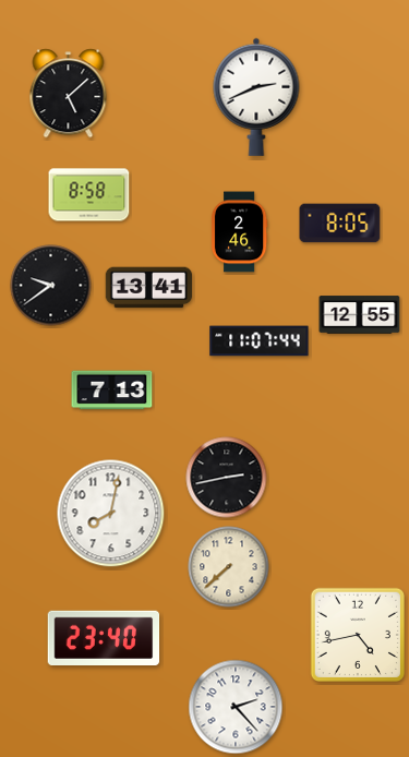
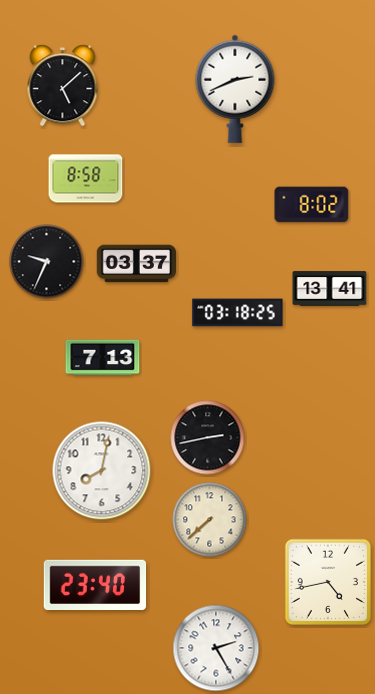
clock at (89, 195) position: (89, 195) -> (86, 179)
clock at (340, 224): 8:05 -> 8:02
clock at (239, 232): 2:46 -> none
clock at (51, 286): 9:39 -> 9:34
clock at (149, 288): 13:41 -> 03:37
clock at (360, 315): 12:55 -> 13:41
clock at (260, 341): 11:07 -> 03:18
clock at (236, 707): 2:23 -> 2:25
